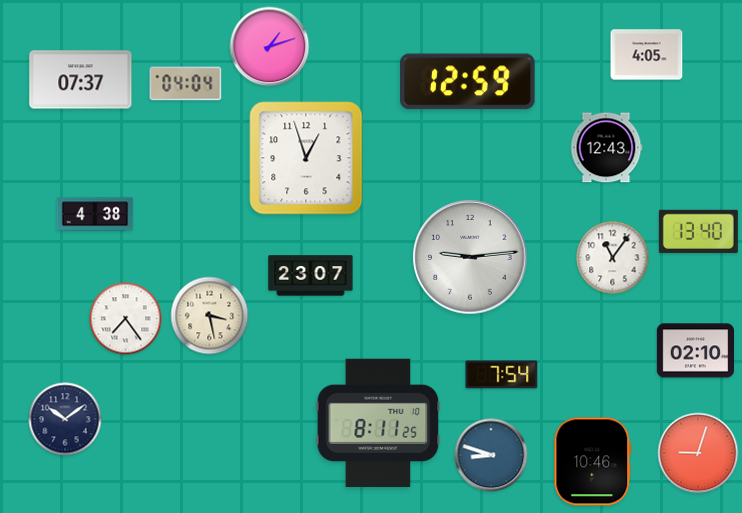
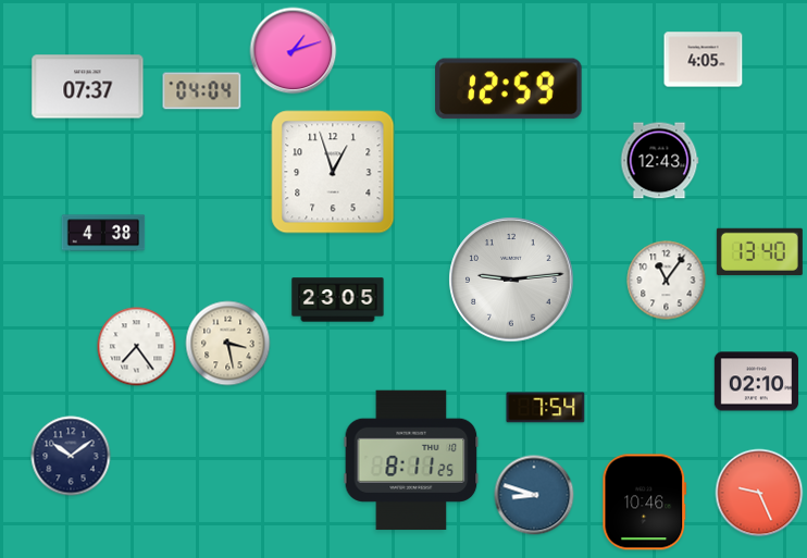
clock at (311, 276): 23:07 -> 23:05
clock at (698, 453): 9:03 -> 9:26
